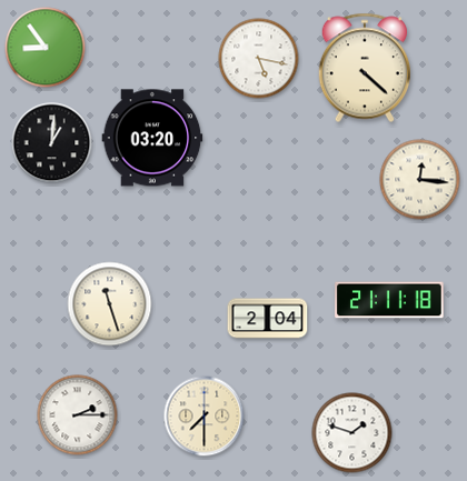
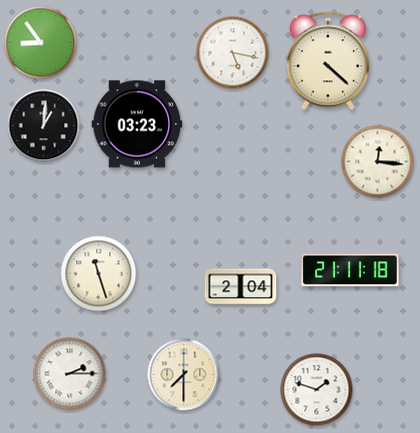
clock at (152, 138): 03:20 -> 03:23
clock at (52, 143) position: (52, 143) -> (44, 126)
